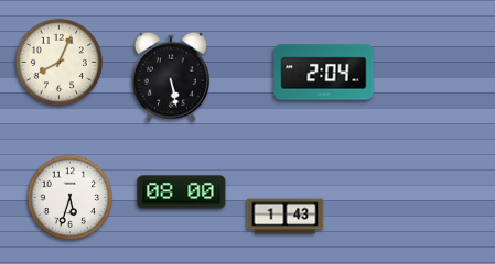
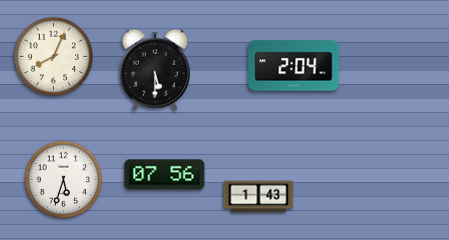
clock at (171, 77): 5:28 -> 5:30
clock at (182, 193): 08:00 -> 07:56
